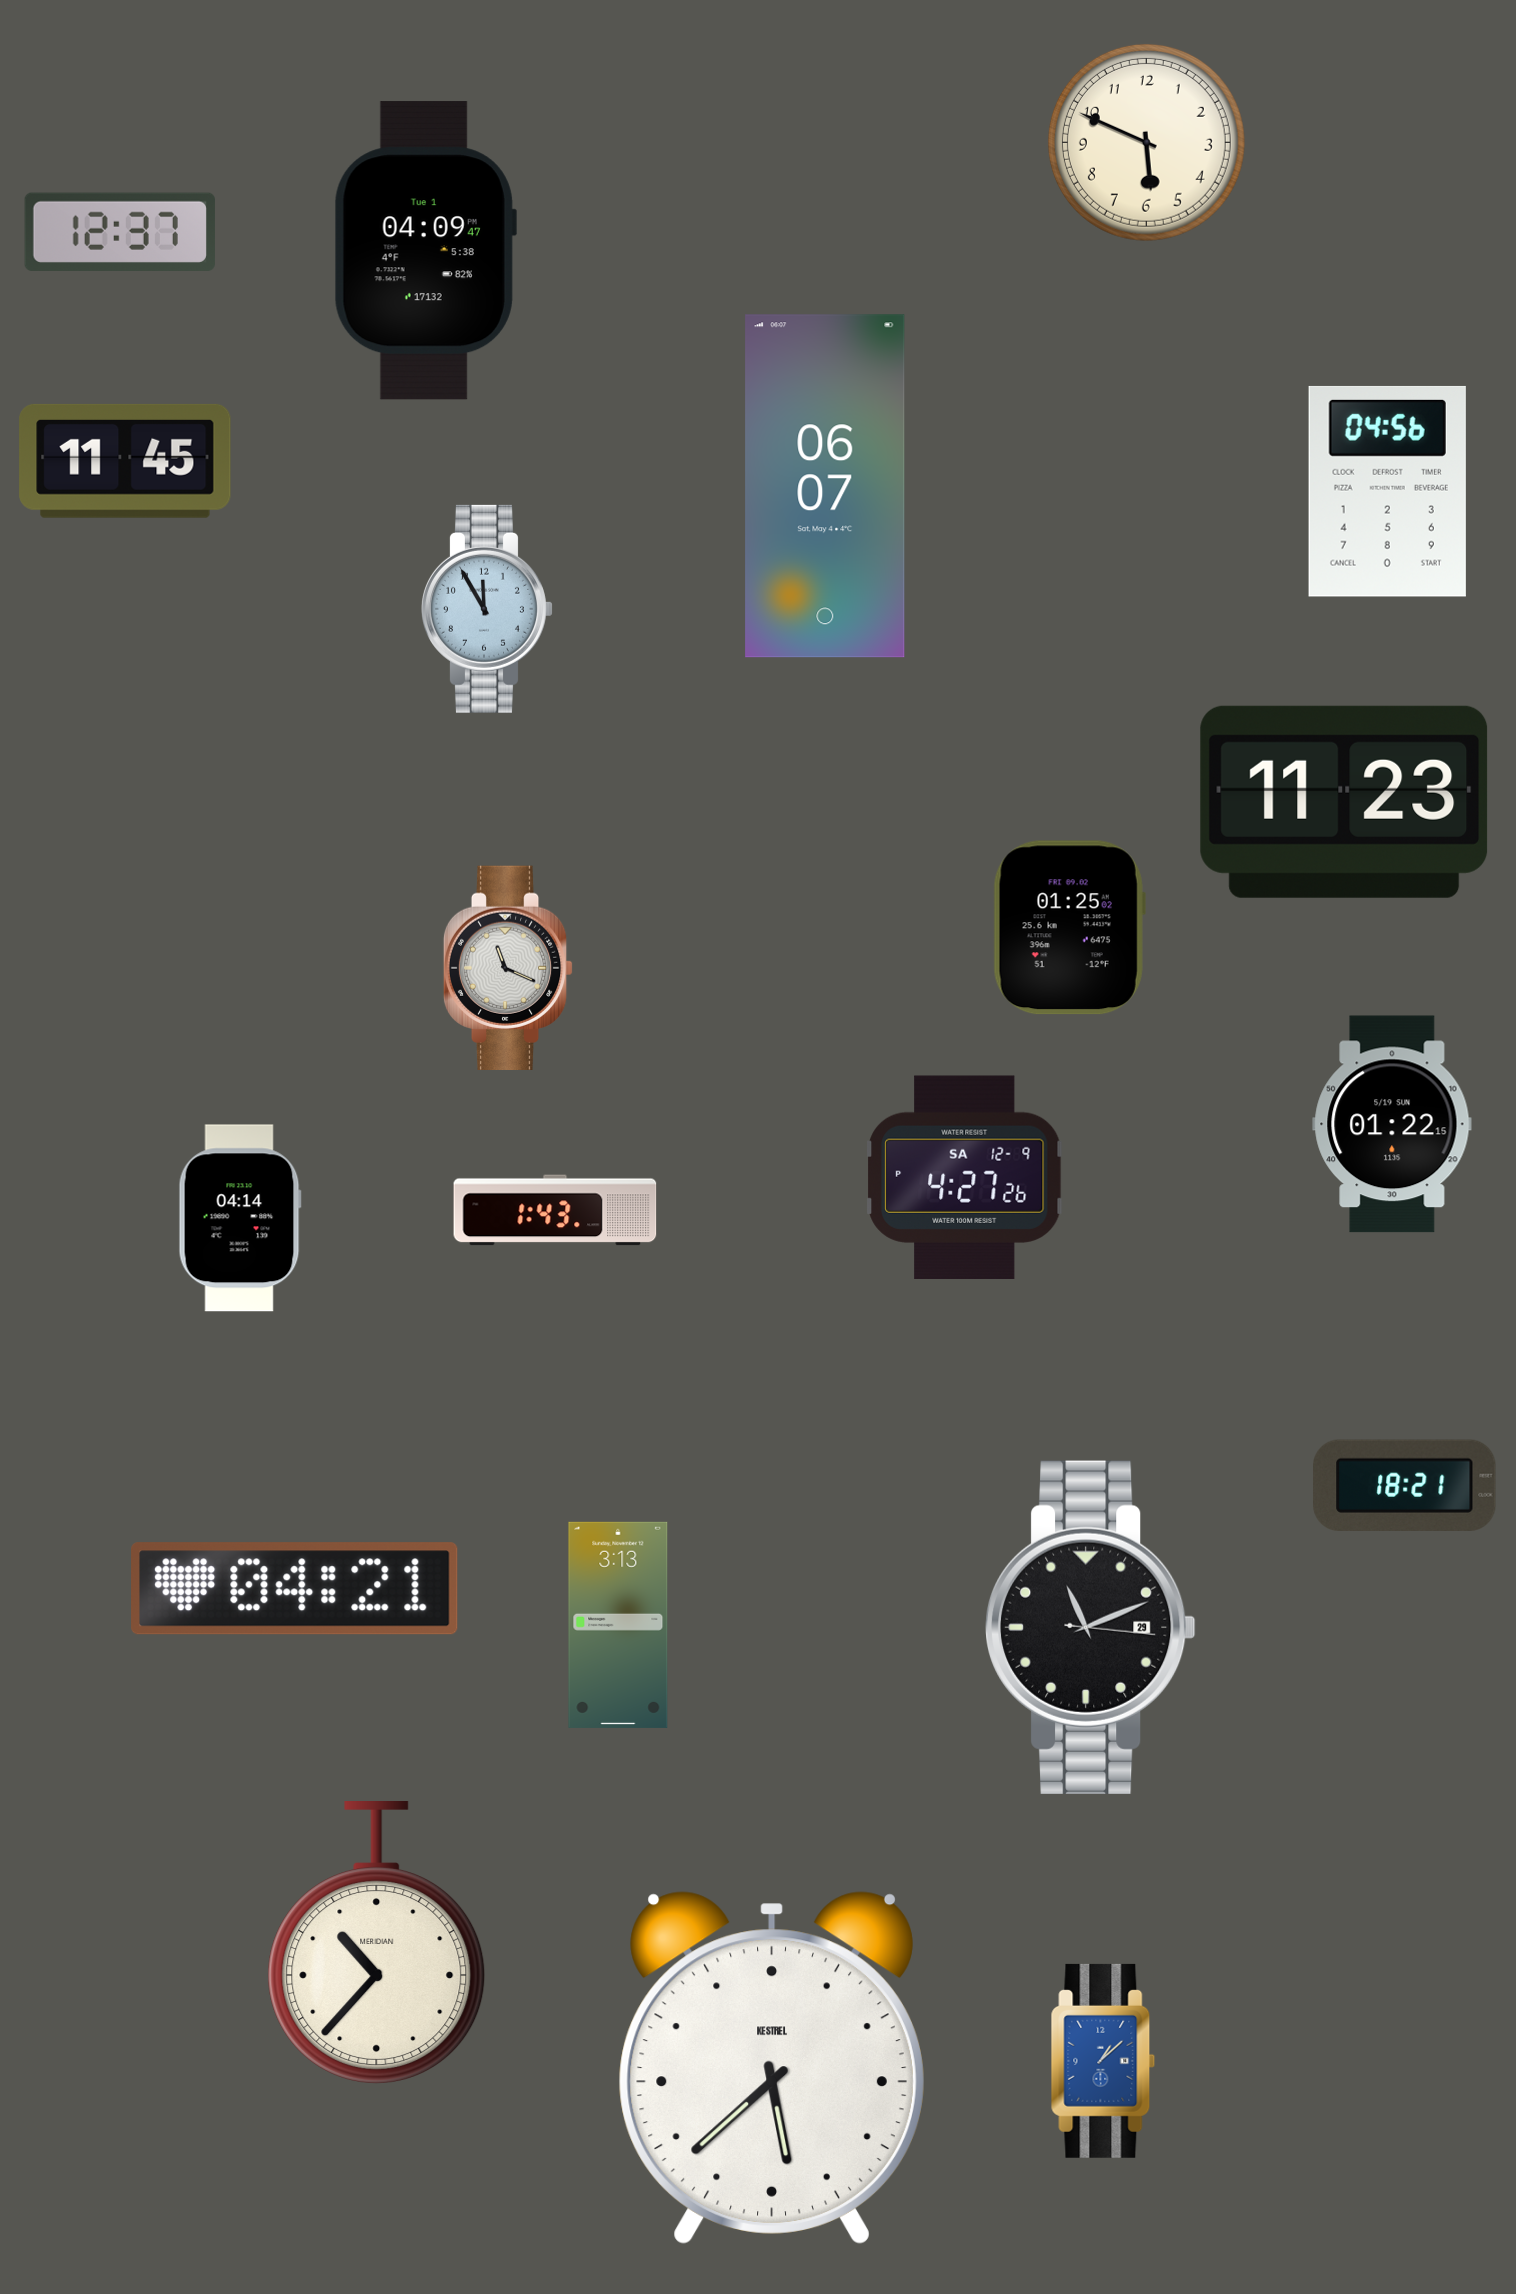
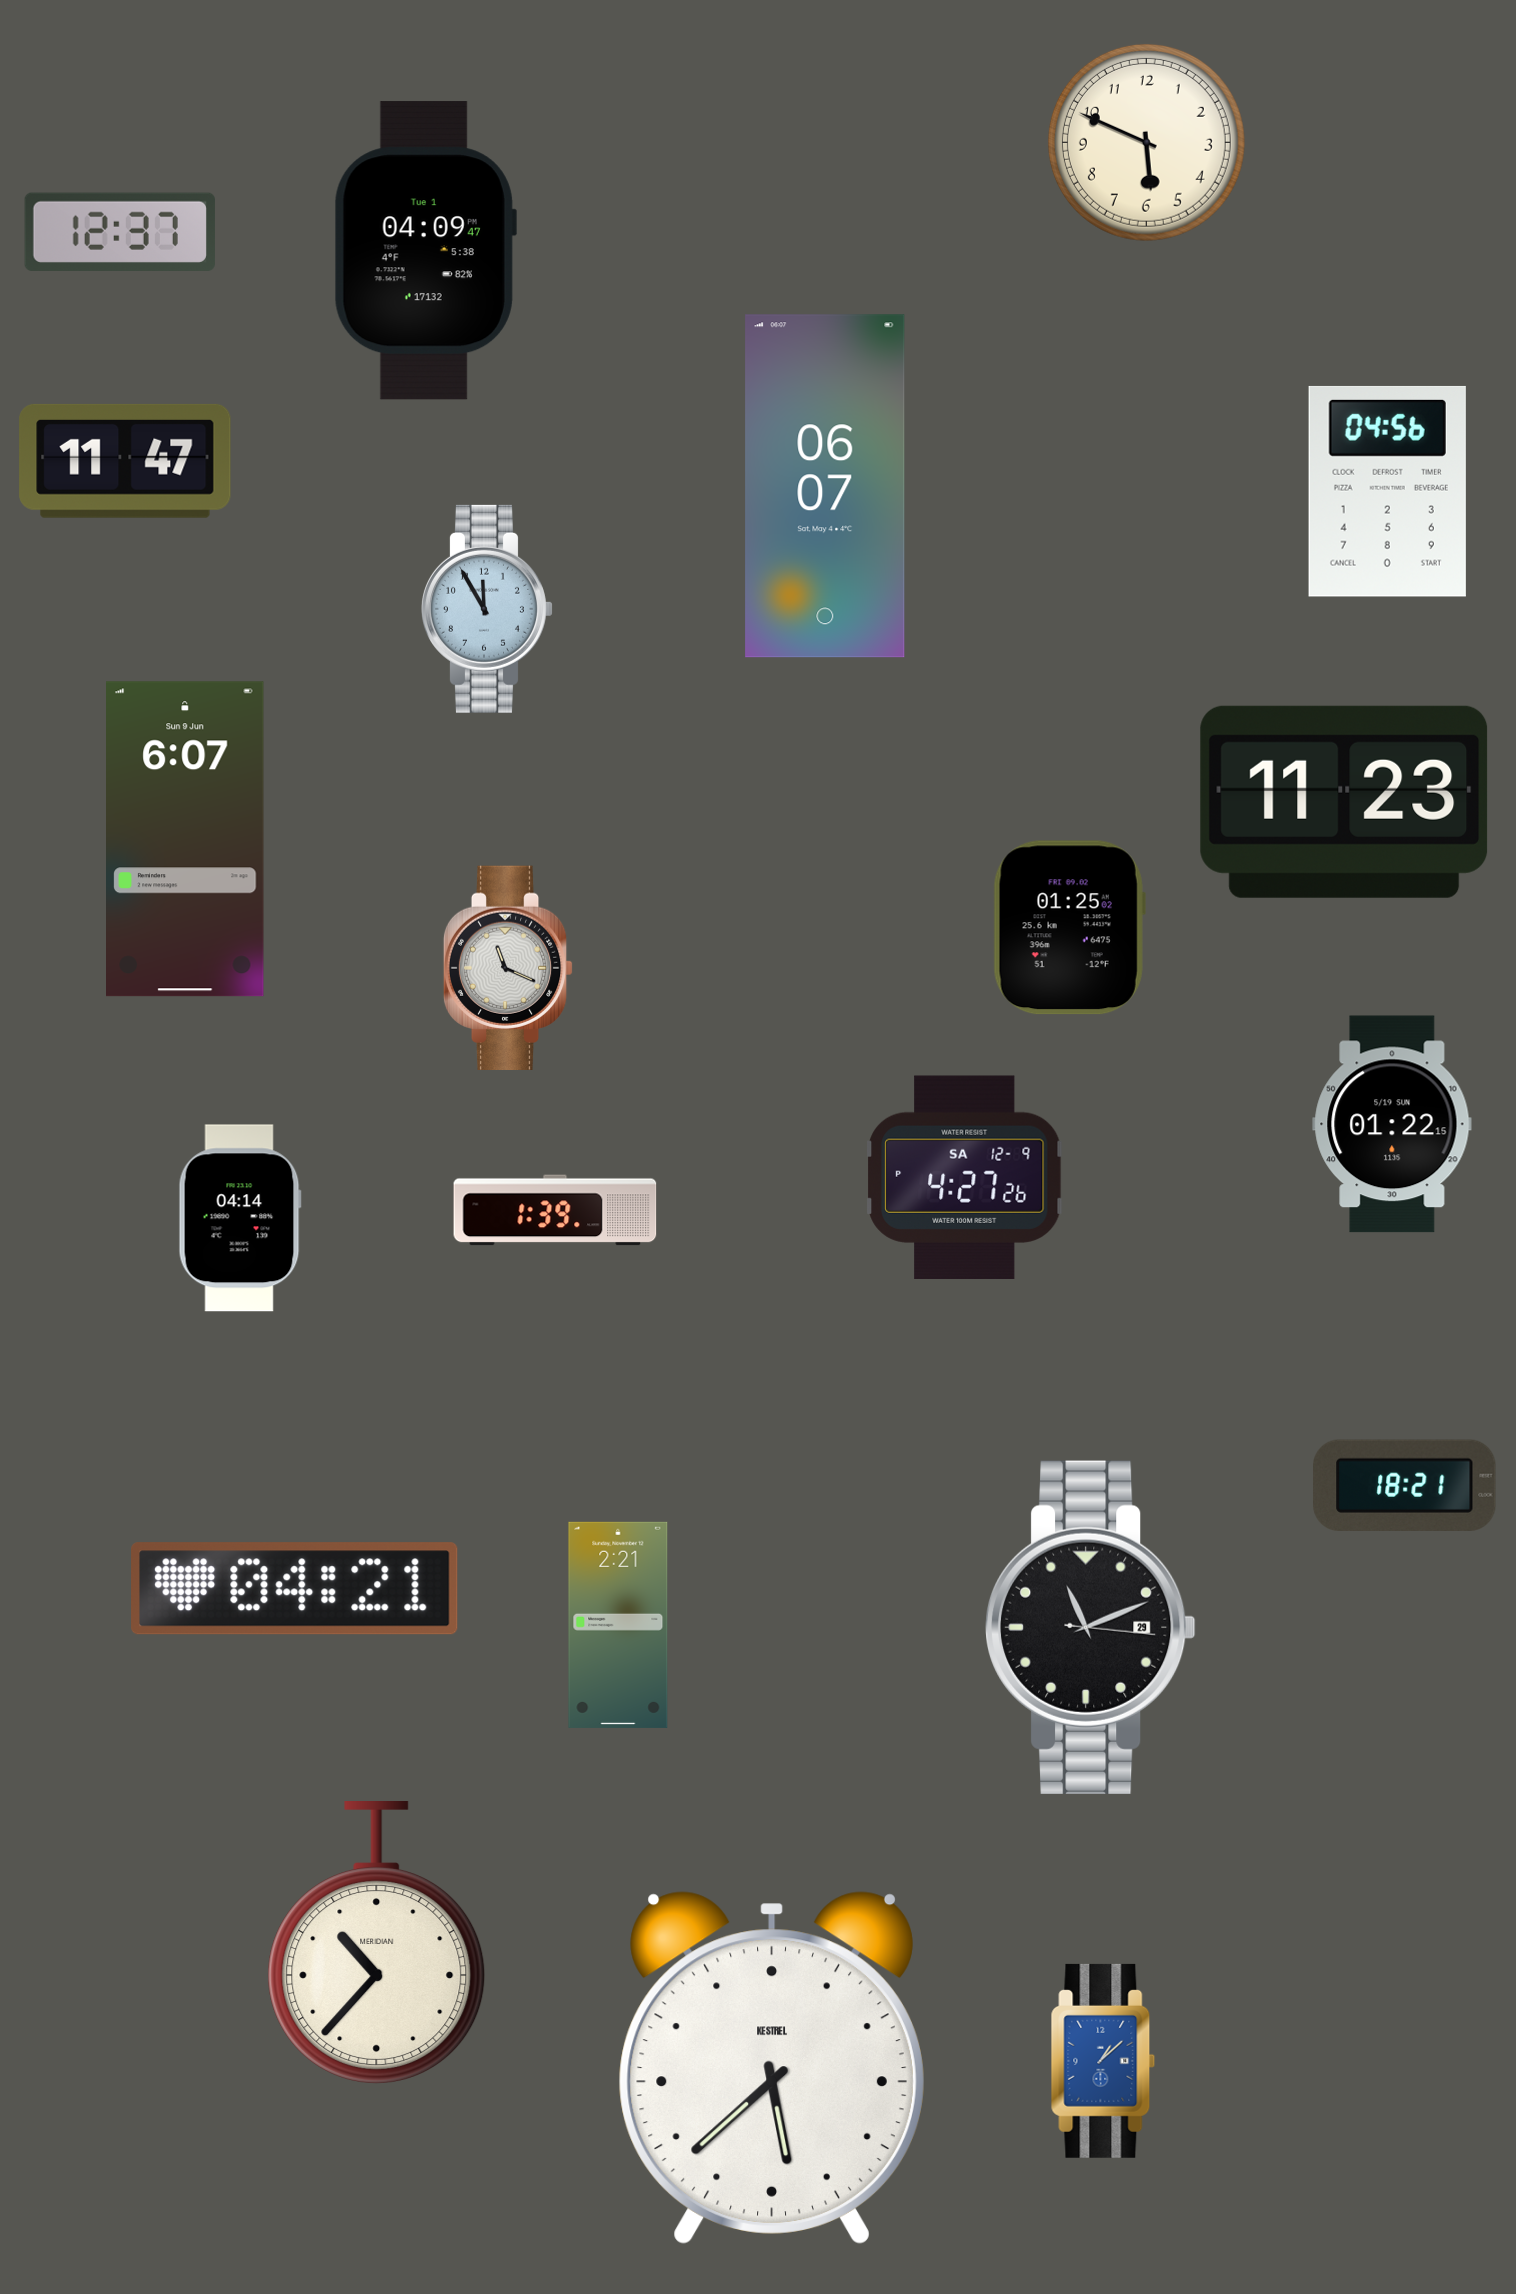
clock at (125, 461): 11:45 -> 11:47
clock at (186, 839): none -> 6:07
clock at (555, 1210): 1:43 -> 1:39
clock at (618, 1625): 3:13 -> 2:21
